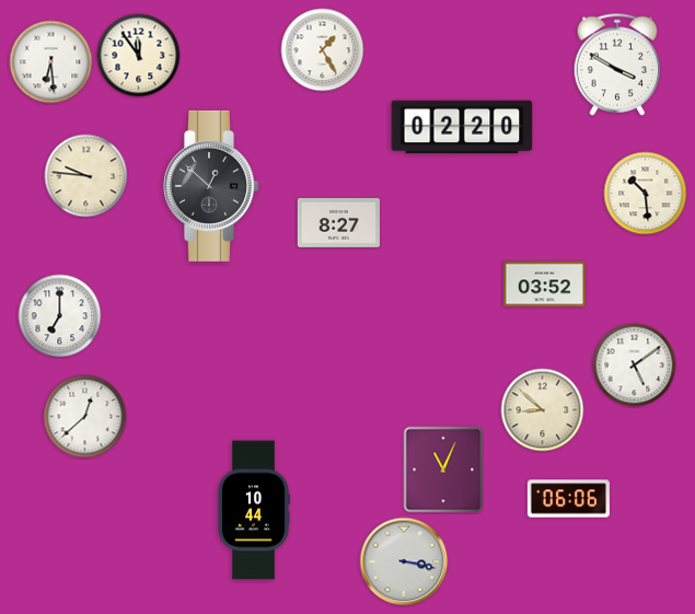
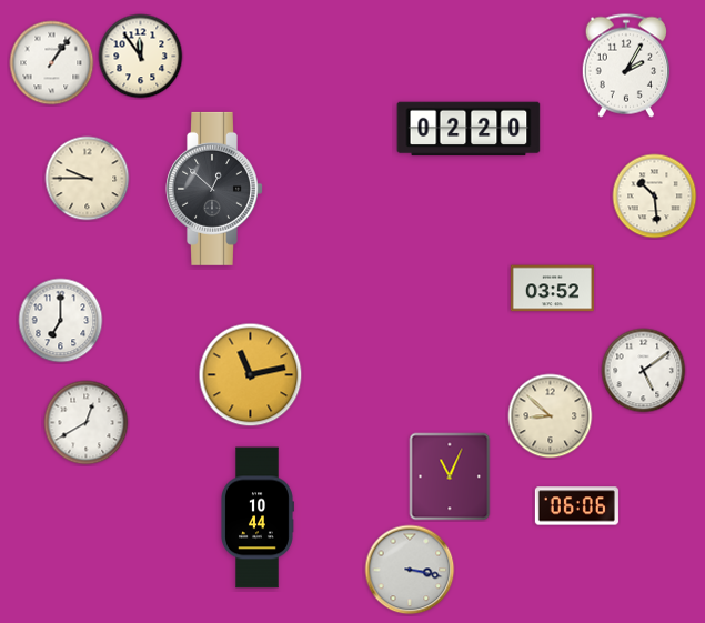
clock at (323, 50): 1:25 -> none
clock at (51, 62): 6:29 -> 1:06
clock at (616, 65): 3:50 -> 2:05
clock at (86, 176): 9:46 -> 9:45
clock at (338, 222): 8:27 -> none
clock at (251, 375): none -> 11:13
clock at (85, 417): 12:38 -> 12:40
